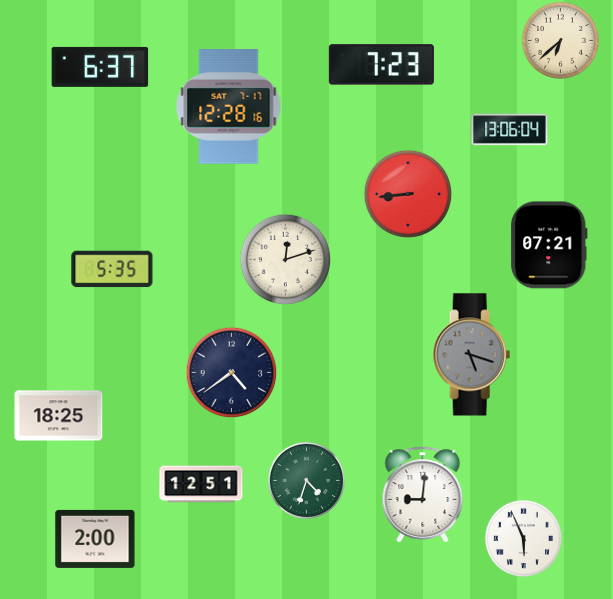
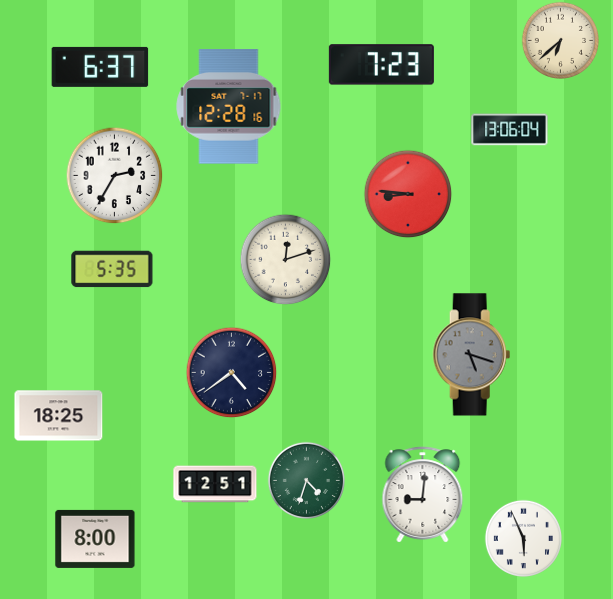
clock at (114, 175): none -> 2:35
clock at (408, 194): 8:44 -> 8:46
clock at (549, 245): 07:21 -> none
clock at (201, 484) position: (201, 484) -> (215, 484)
clock at (95, 539): 2:00 -> 8:00
